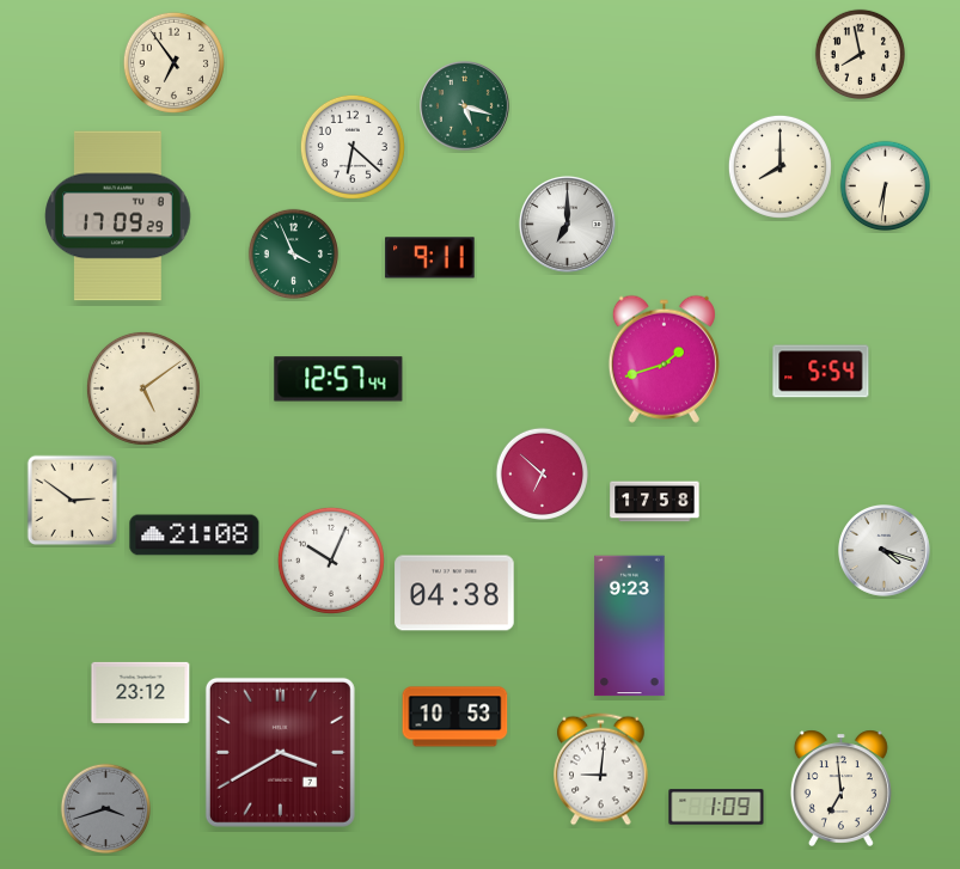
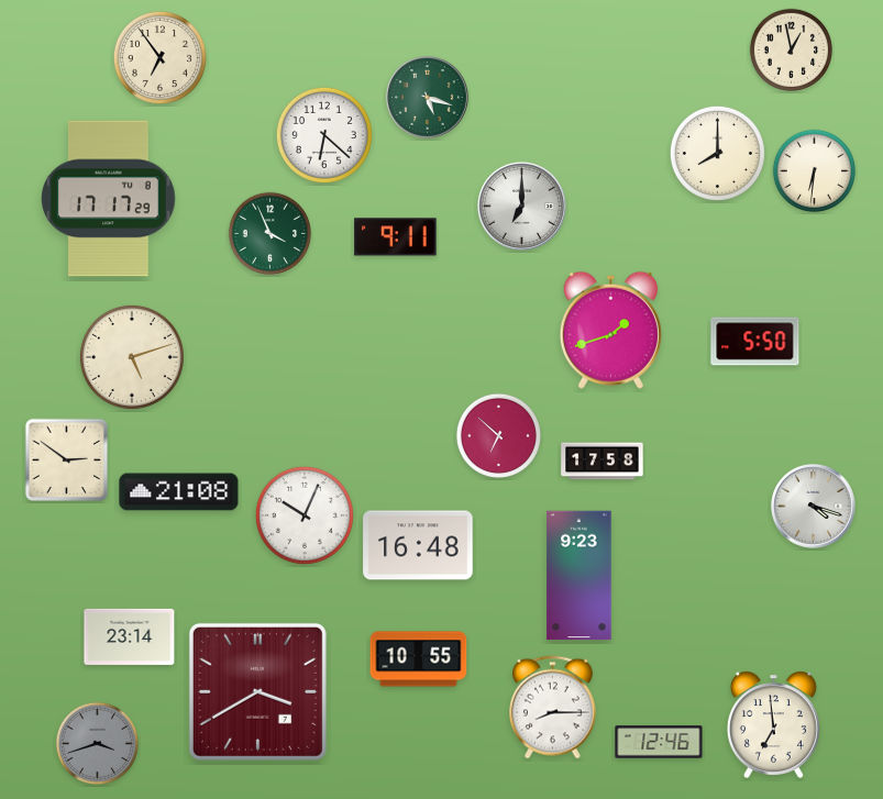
clock at (860, 54): 7:58 -> 12:58
clock at (118, 216): 17:09 -> 17:17
clock at (821, 372): 5:54 -> 5:50
clock at (338, 379): 12:57 -> none
clock at (143, 388): 5:09 -> 5:12
clock at (454, 593): 04:38 -> 16:48
clock at (141, 692): 23:12 -> 23:14
clock at (455, 717): 10:53 -> 10:55
clock at (601, 770): 9:01 -> 8:15
clock at (716, 807): 1:09 -> 12:46
